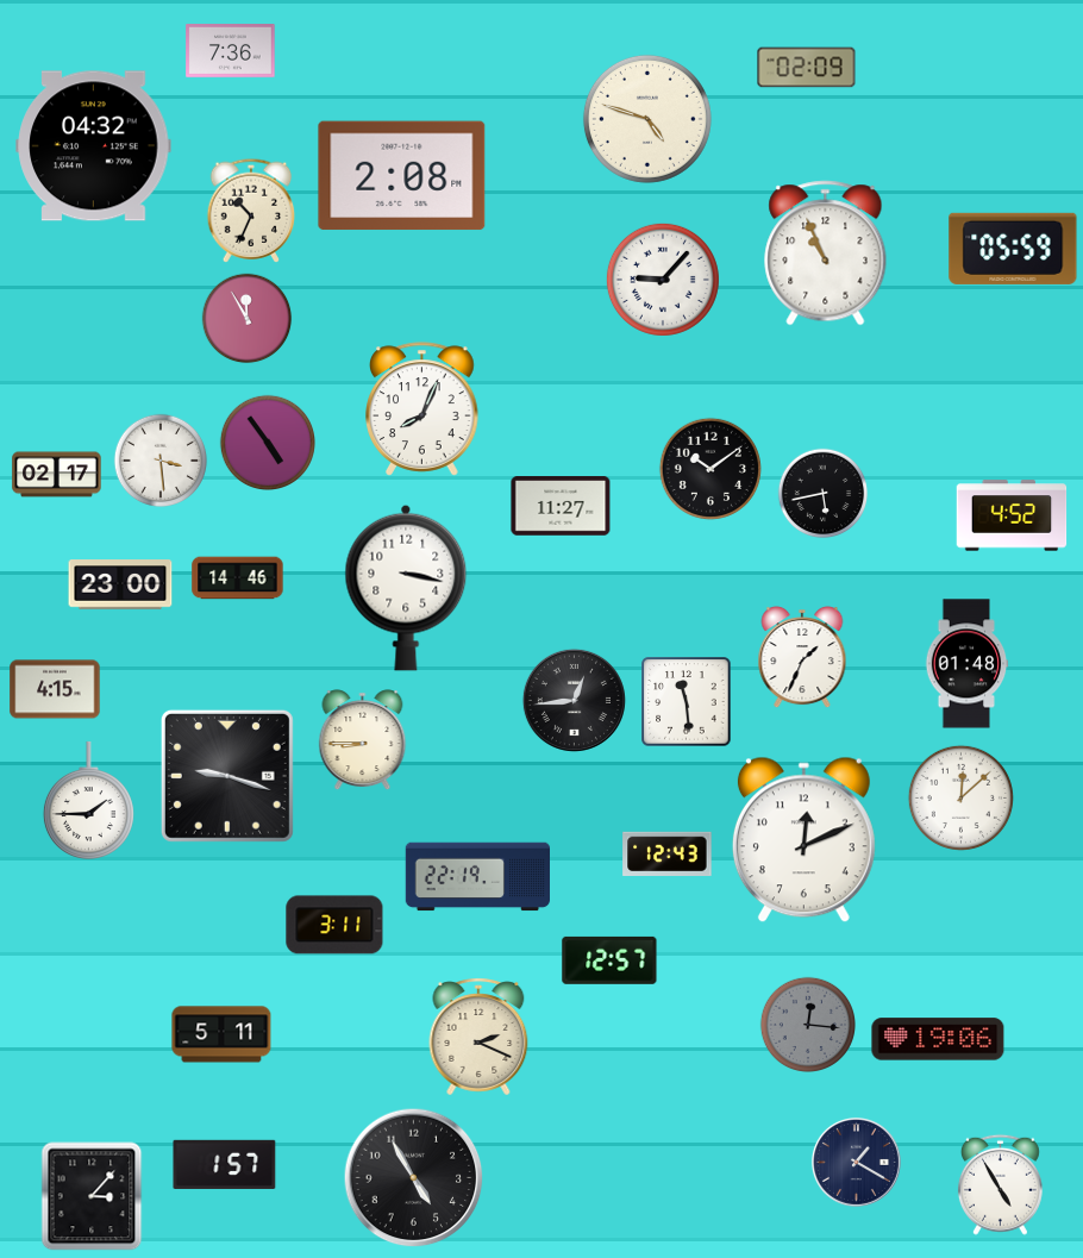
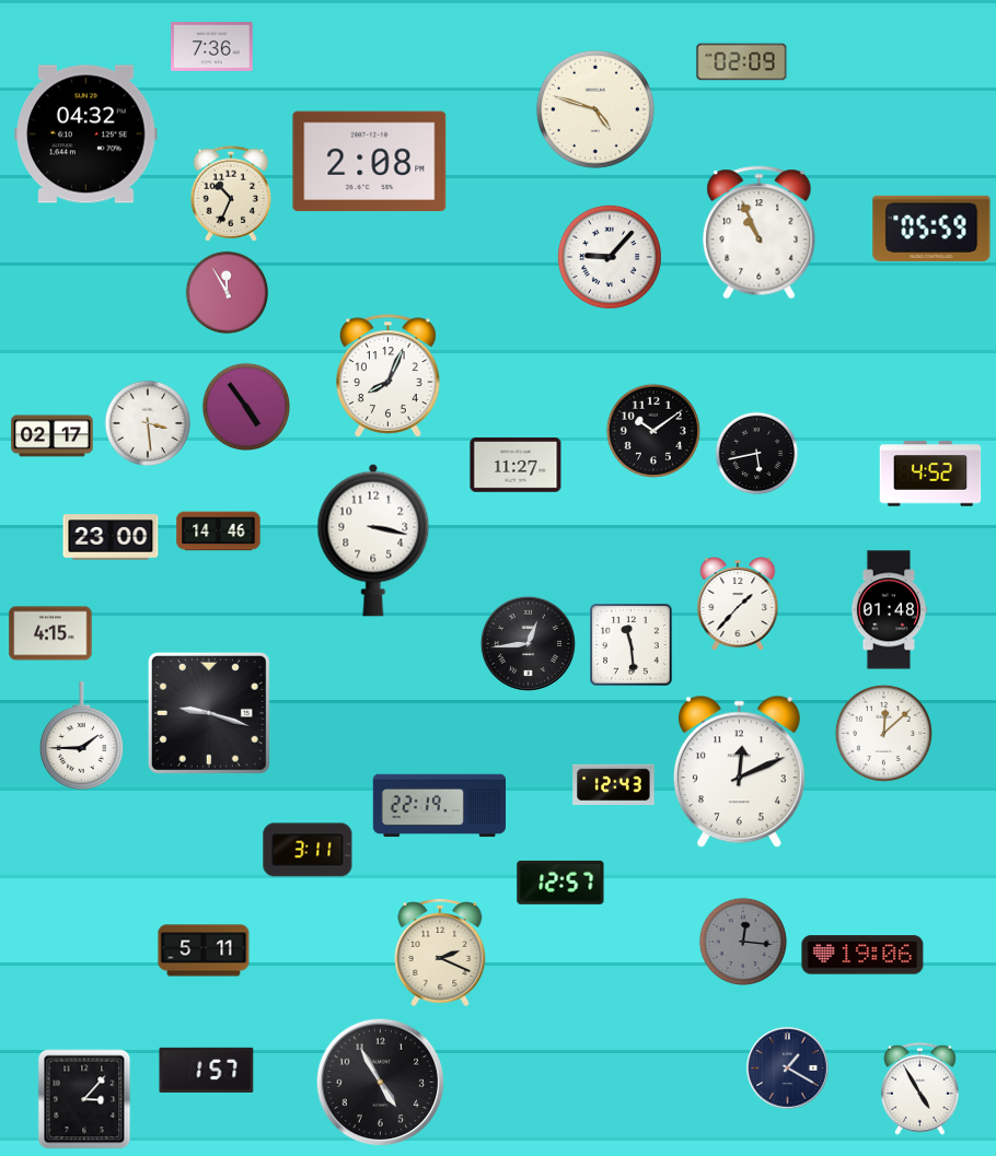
clock at (802, 658): 1:34 -> 1:37
clock at (363, 740): 8:45 -> none
